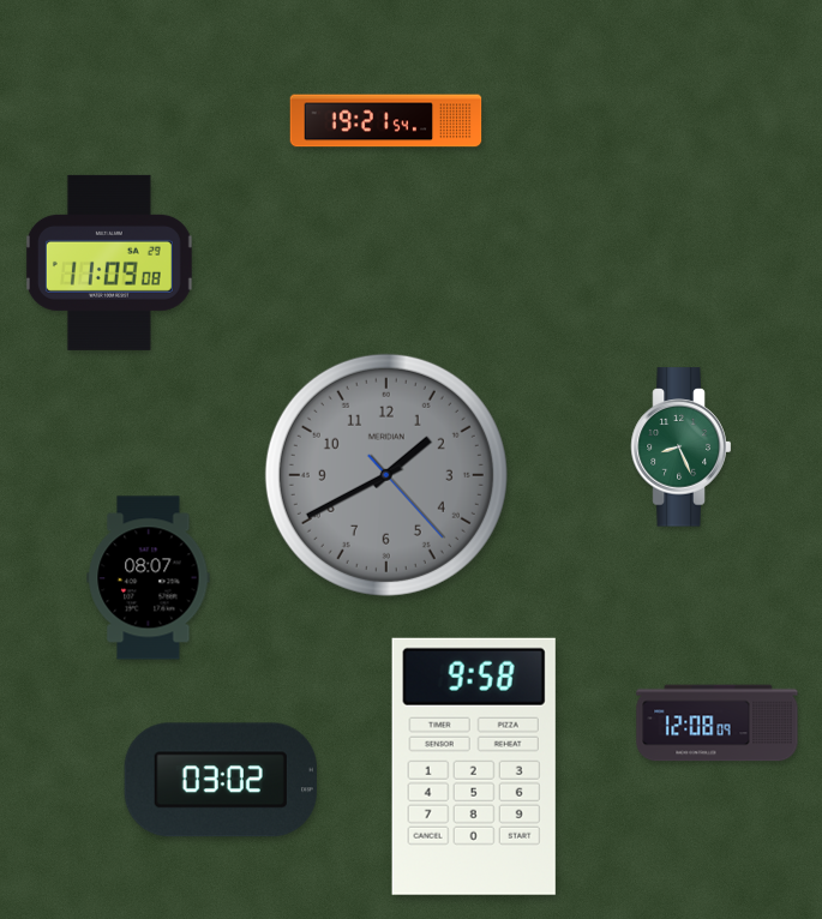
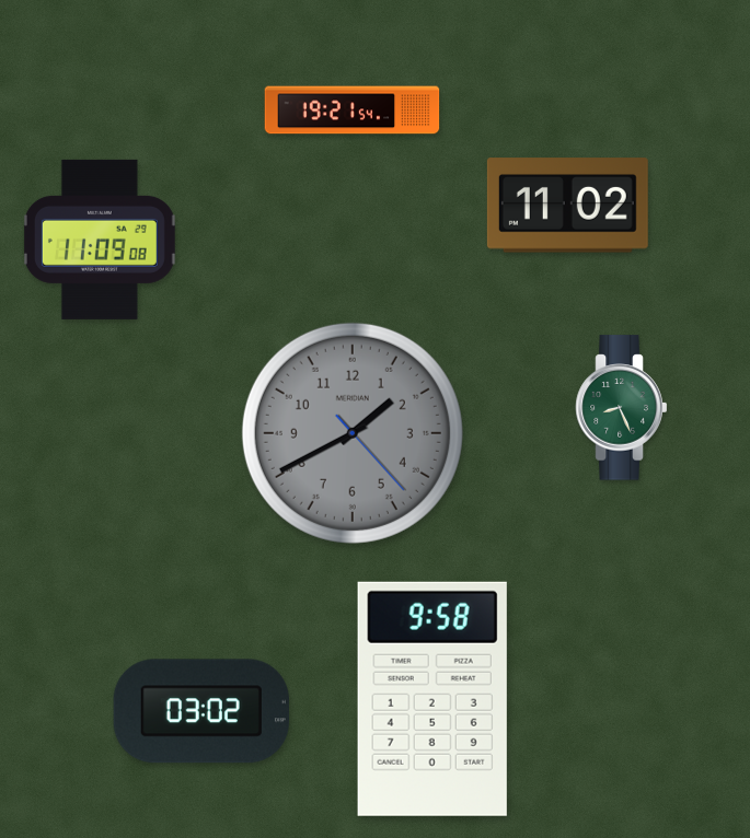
clock at (567, 206): none -> 11:02
clock at (149, 578): 08:07 -> none
clock at (718, 723): 12:08 -> none
